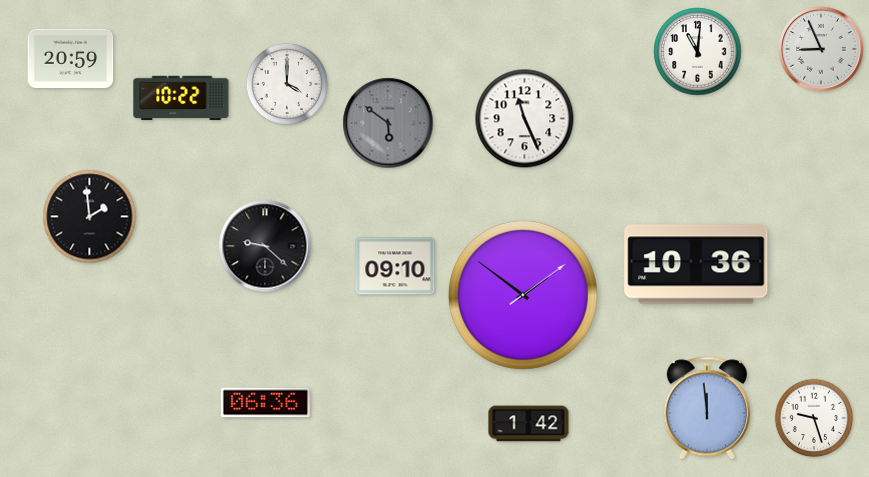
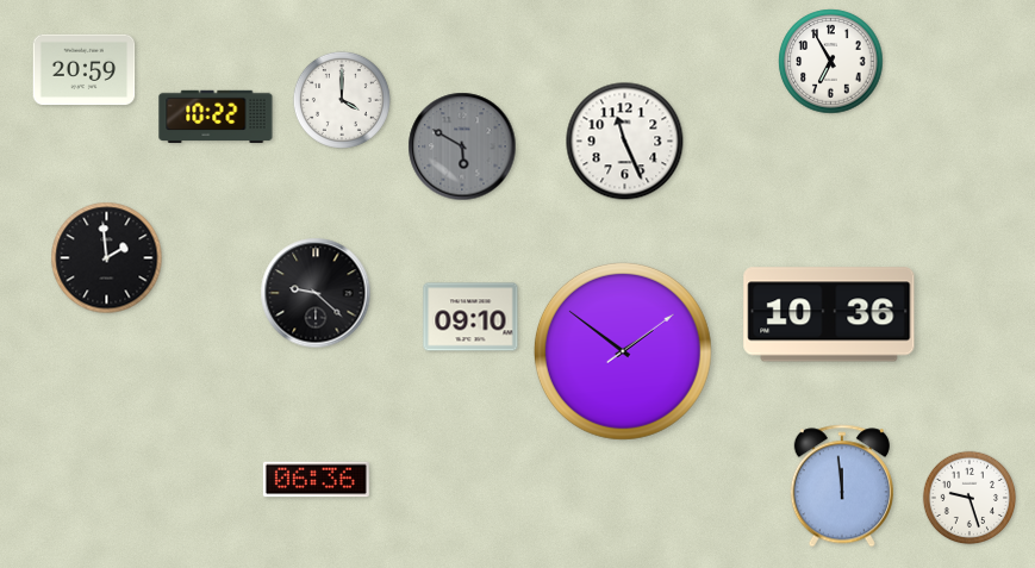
clock at (821, 49): 8:56 -> none
clock at (698, 52): 11:01 -> 6:55
clock at (388, 123): 5:51 -> 5:50
clock at (529, 424): 1:42 -> none
